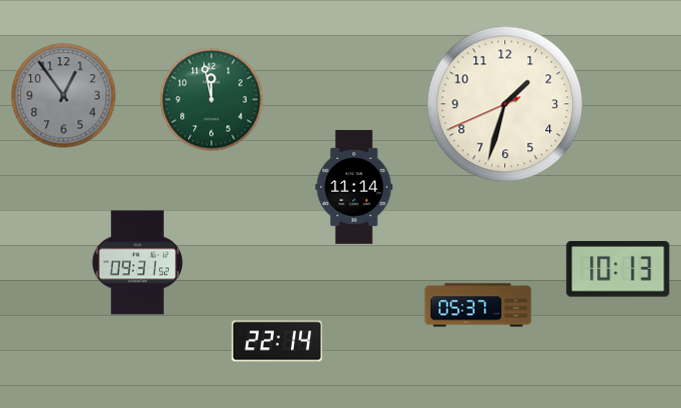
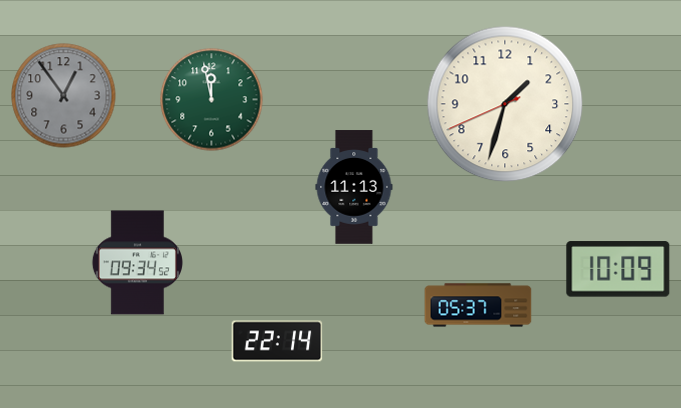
clock at (354, 187): 11:14 -> 11:13
clock at (137, 263): 09:31 -> 09:34
clock at (618, 269): 10:13 -> 10:09
